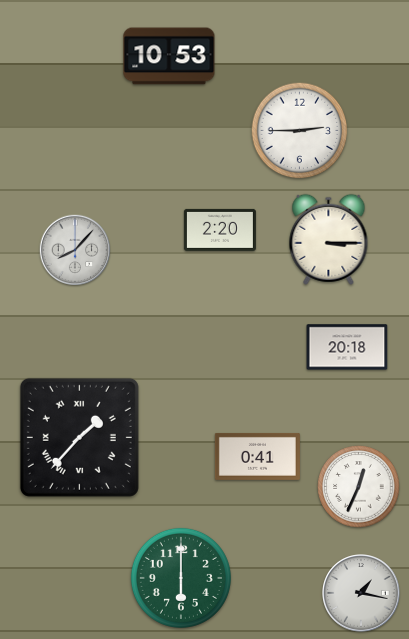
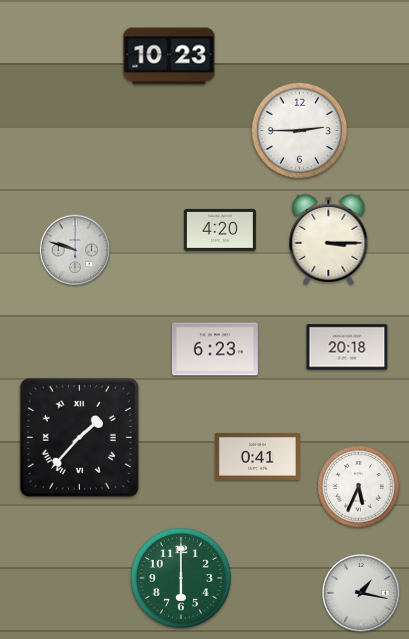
clock at (169, 56): 10:53 -> 10:23
clock at (220, 230): 2:20 -> 4:20
clock at (75, 250): 8:07 -> 9:48
clock at (215, 349): none -> 6:23
clock at (359, 487): 12:34 -> 5:34
